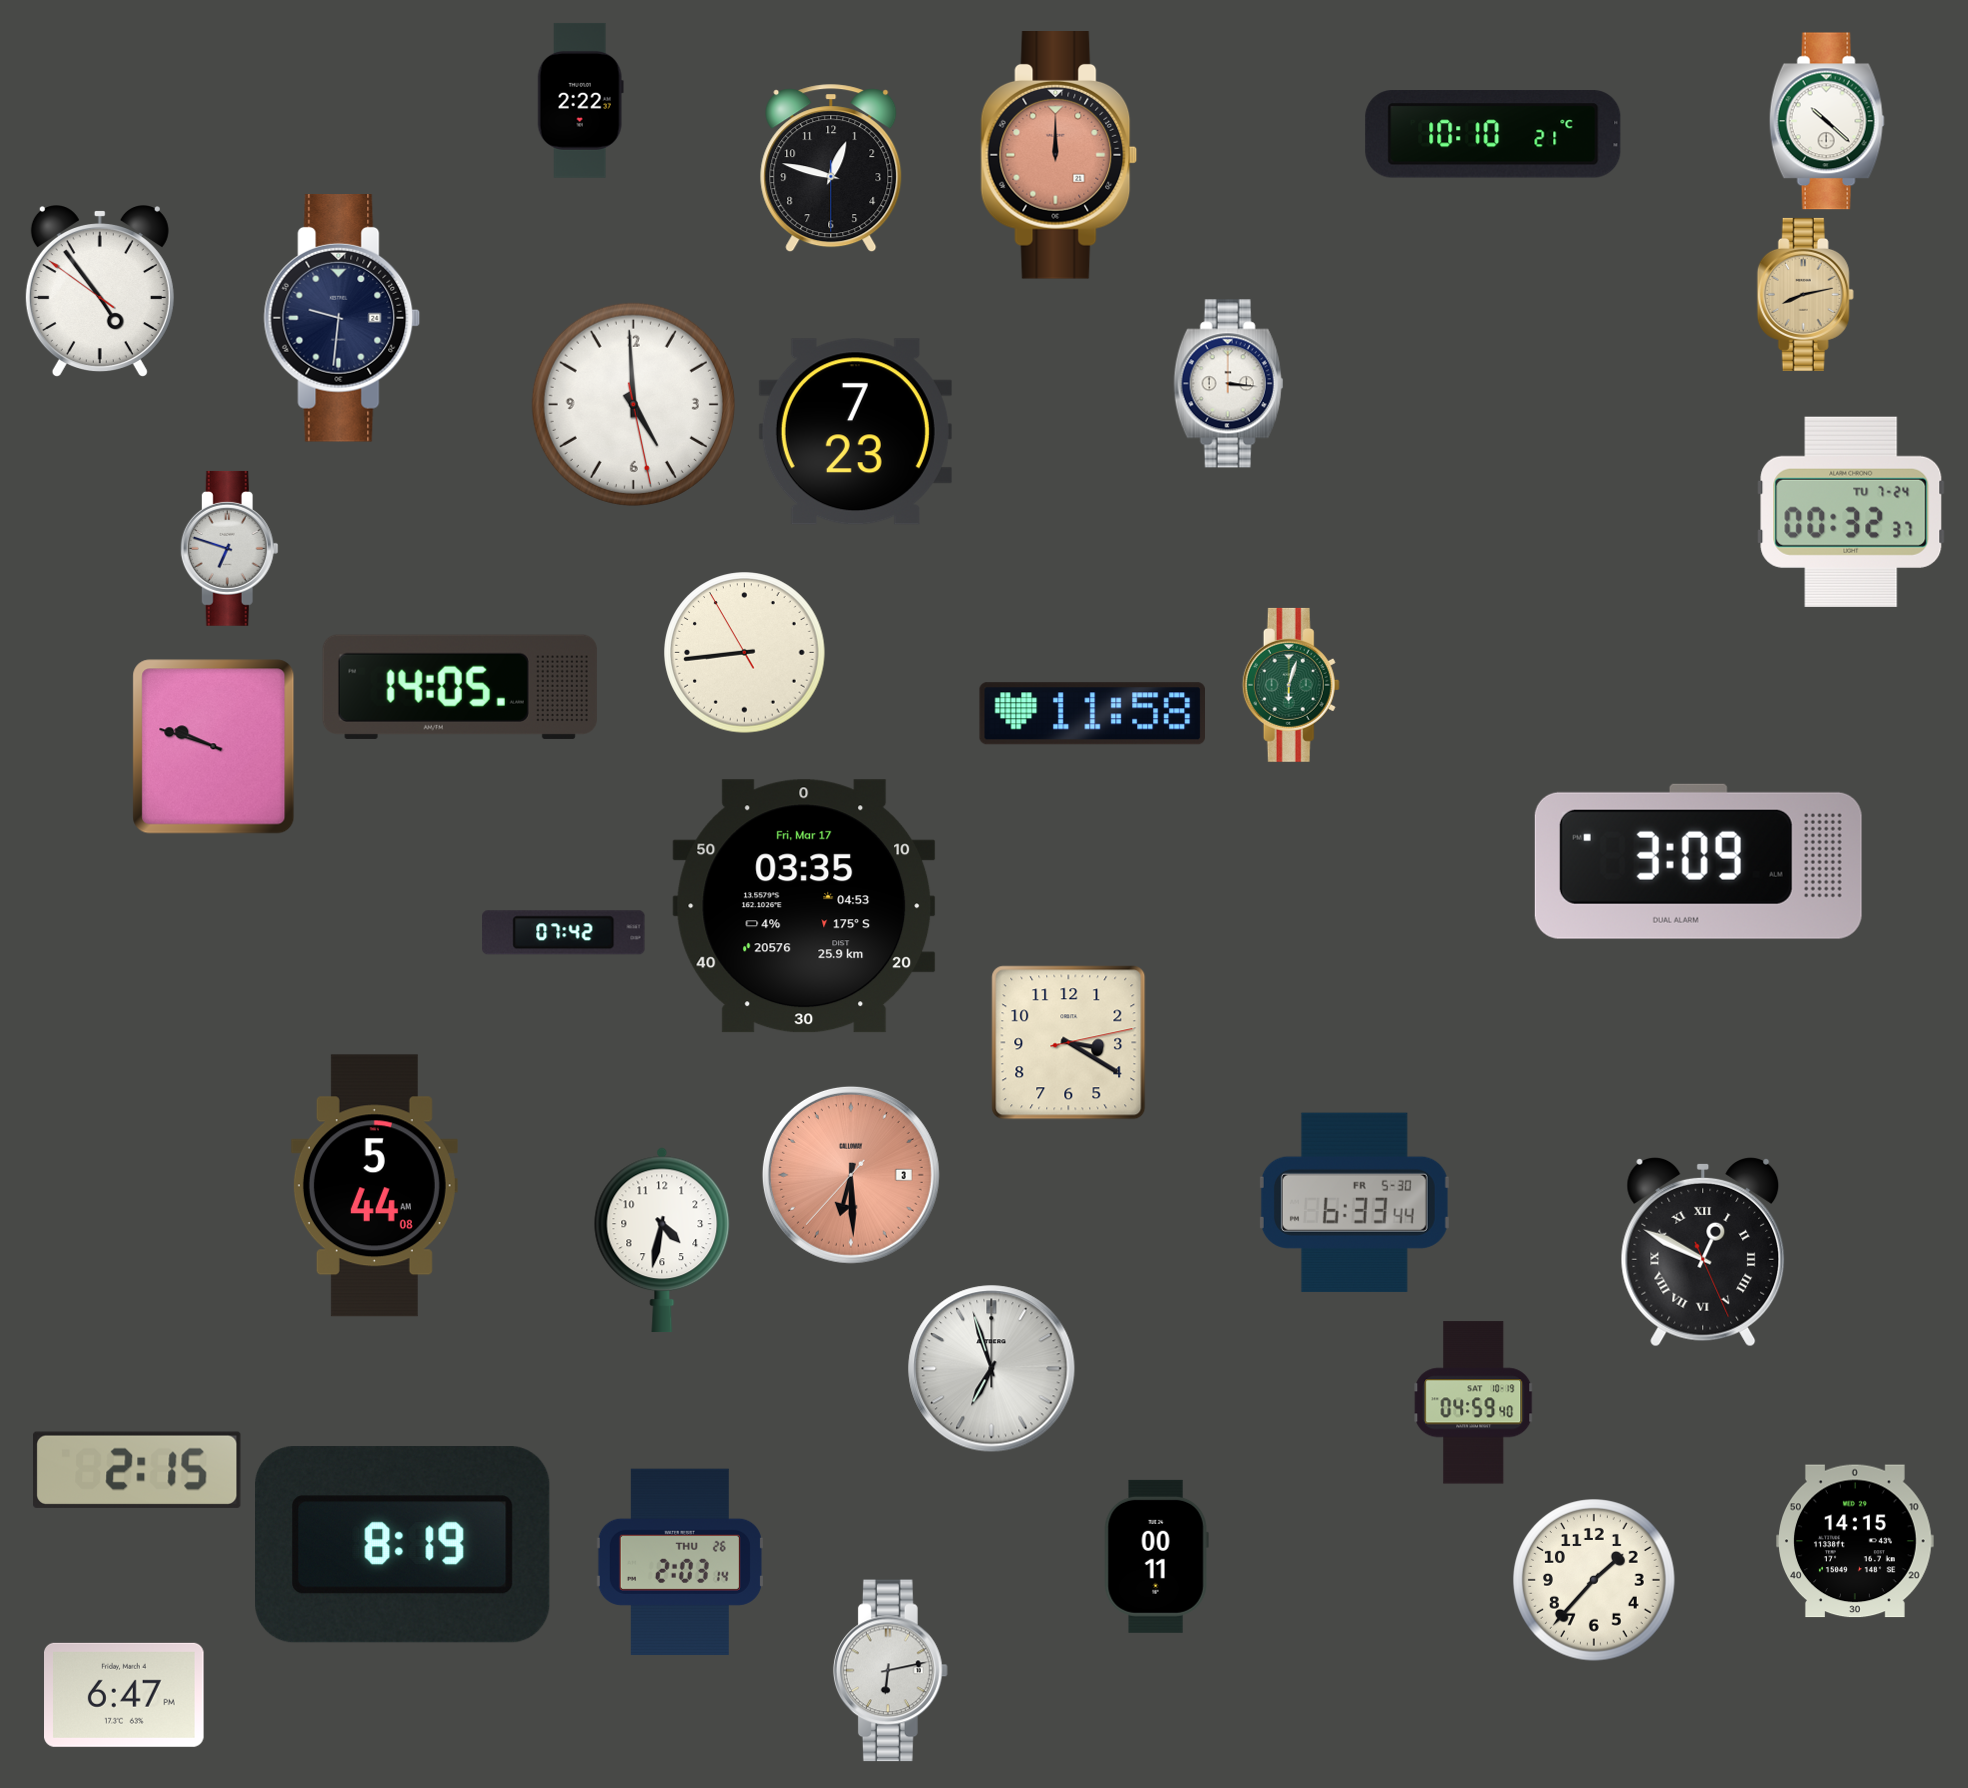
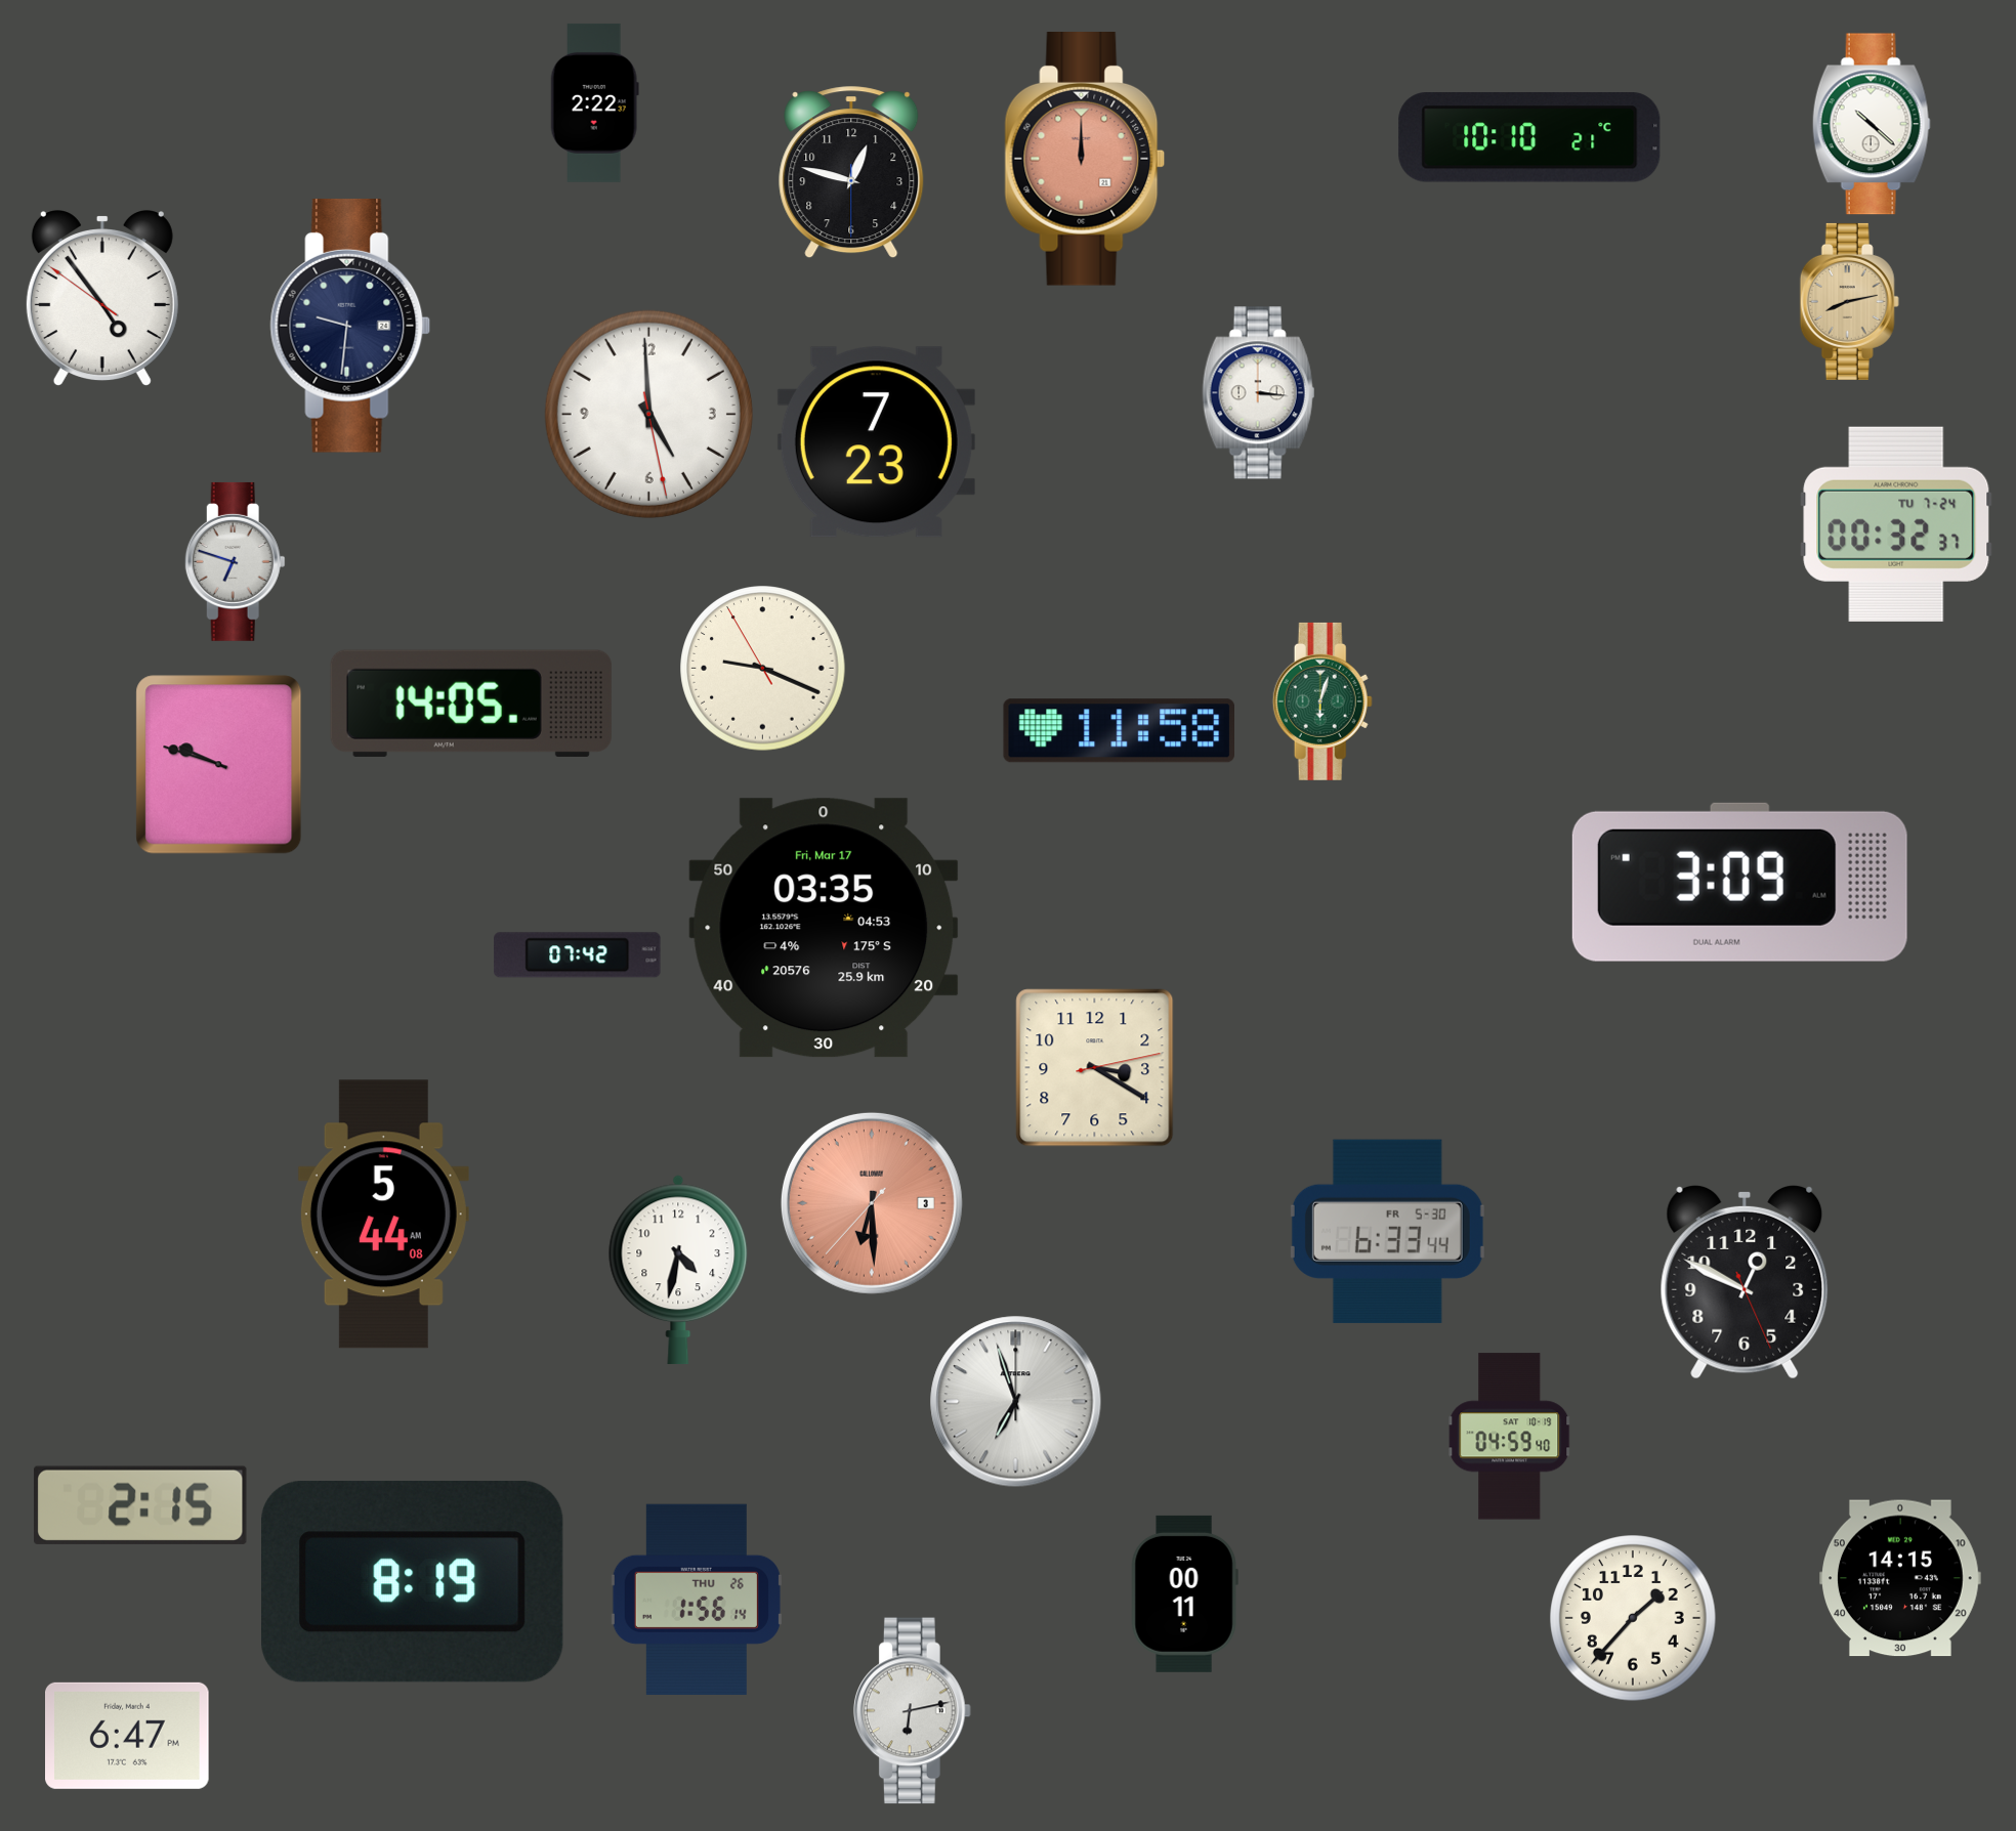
clock at (745, 653): 8:43 -> 9:18
clock at (1703, 1252) numerals: Roman -> Arabic
clock at (680, 1562): 2:03 -> 1:56
